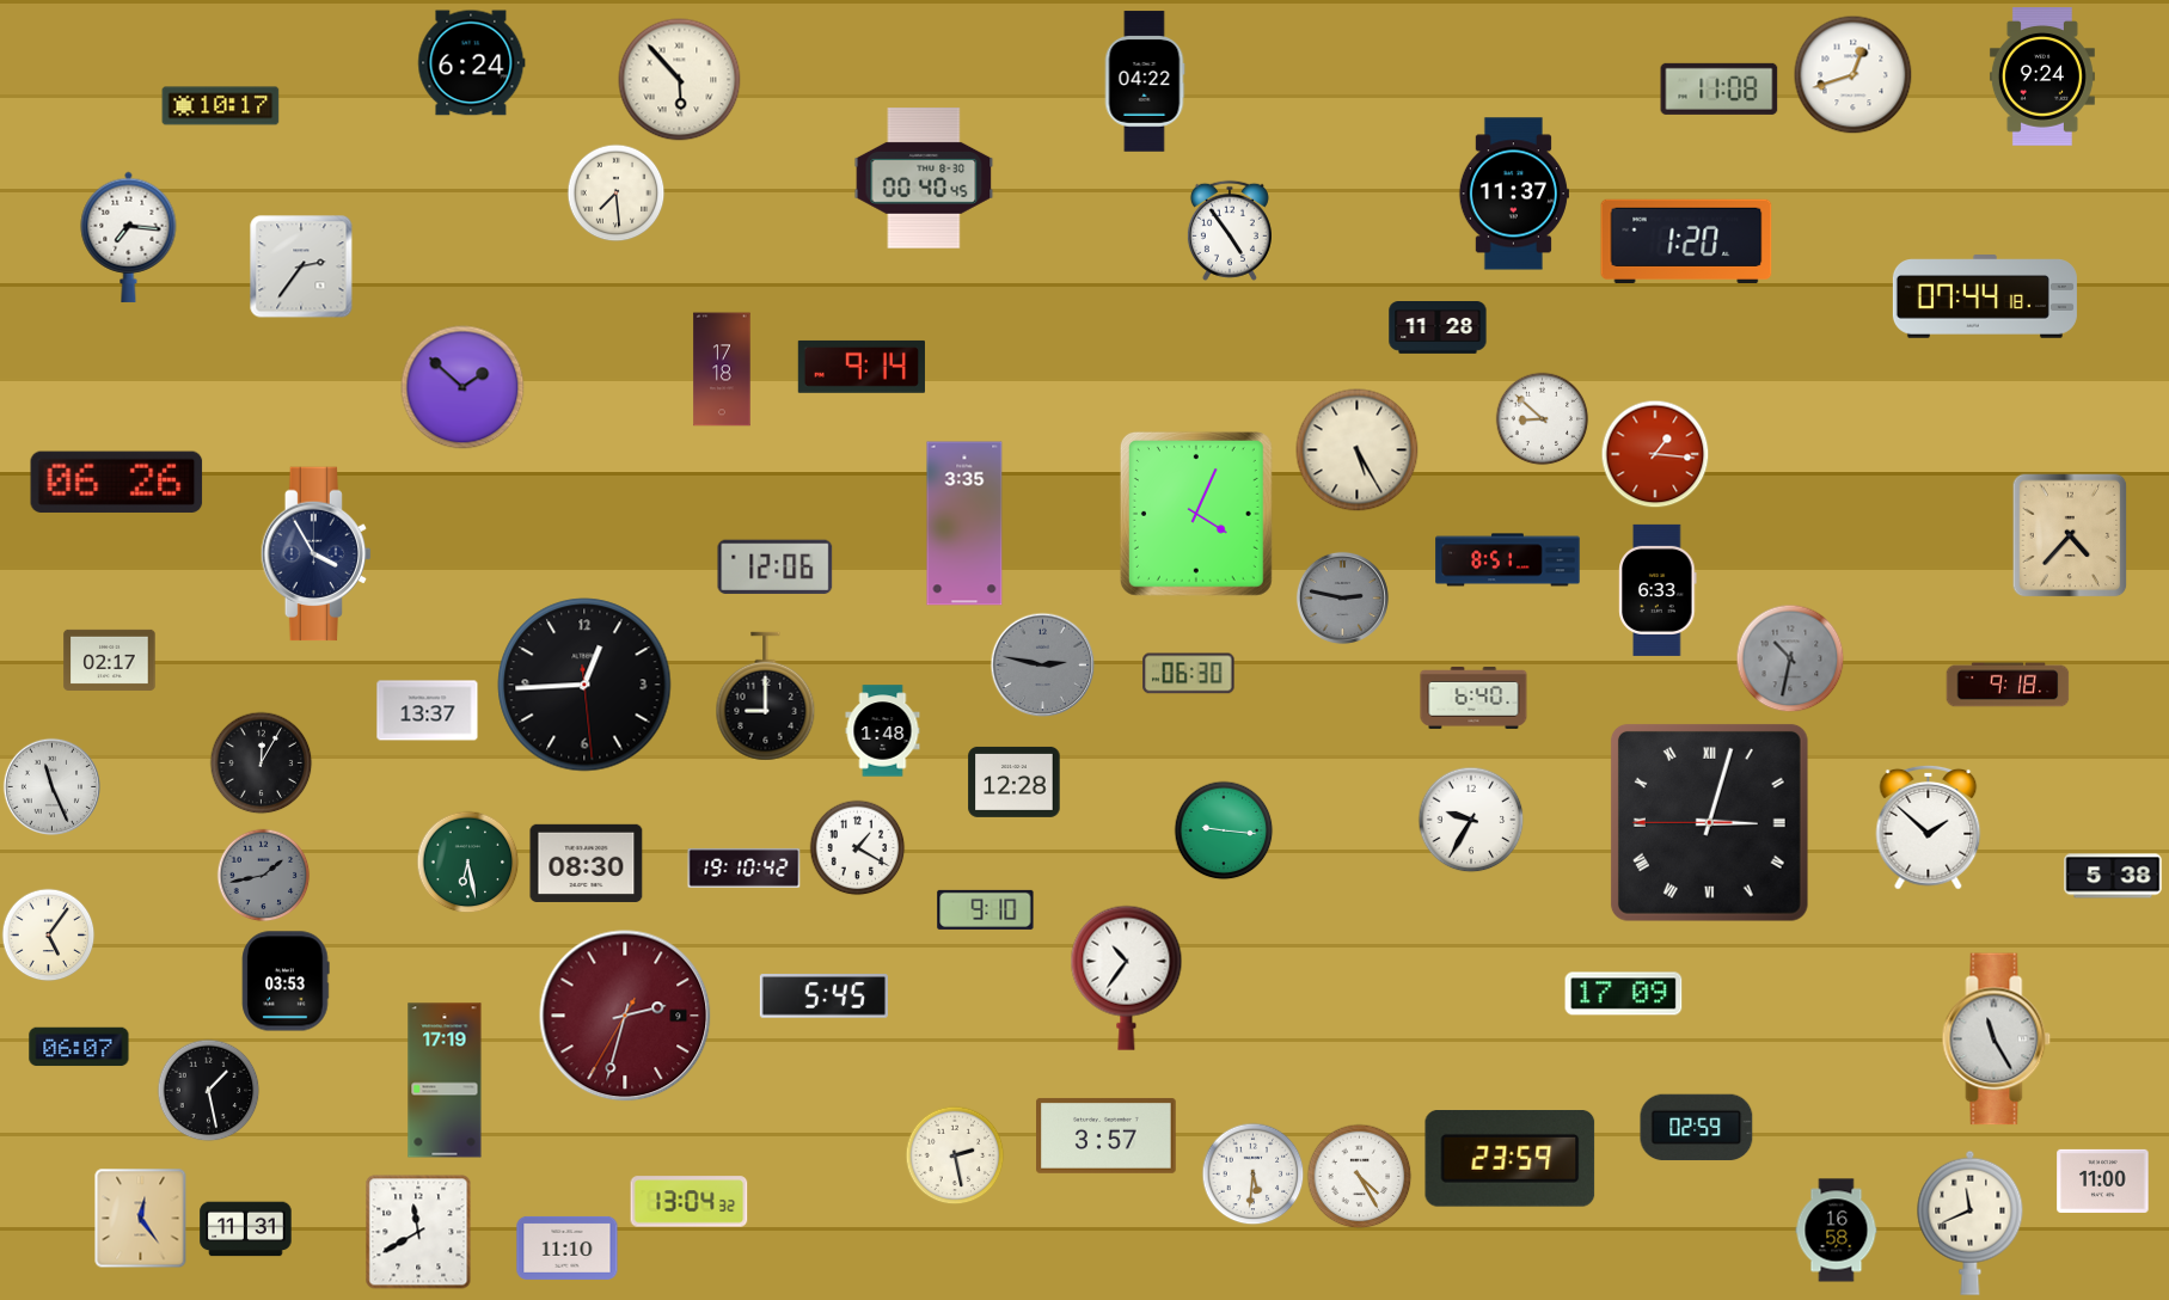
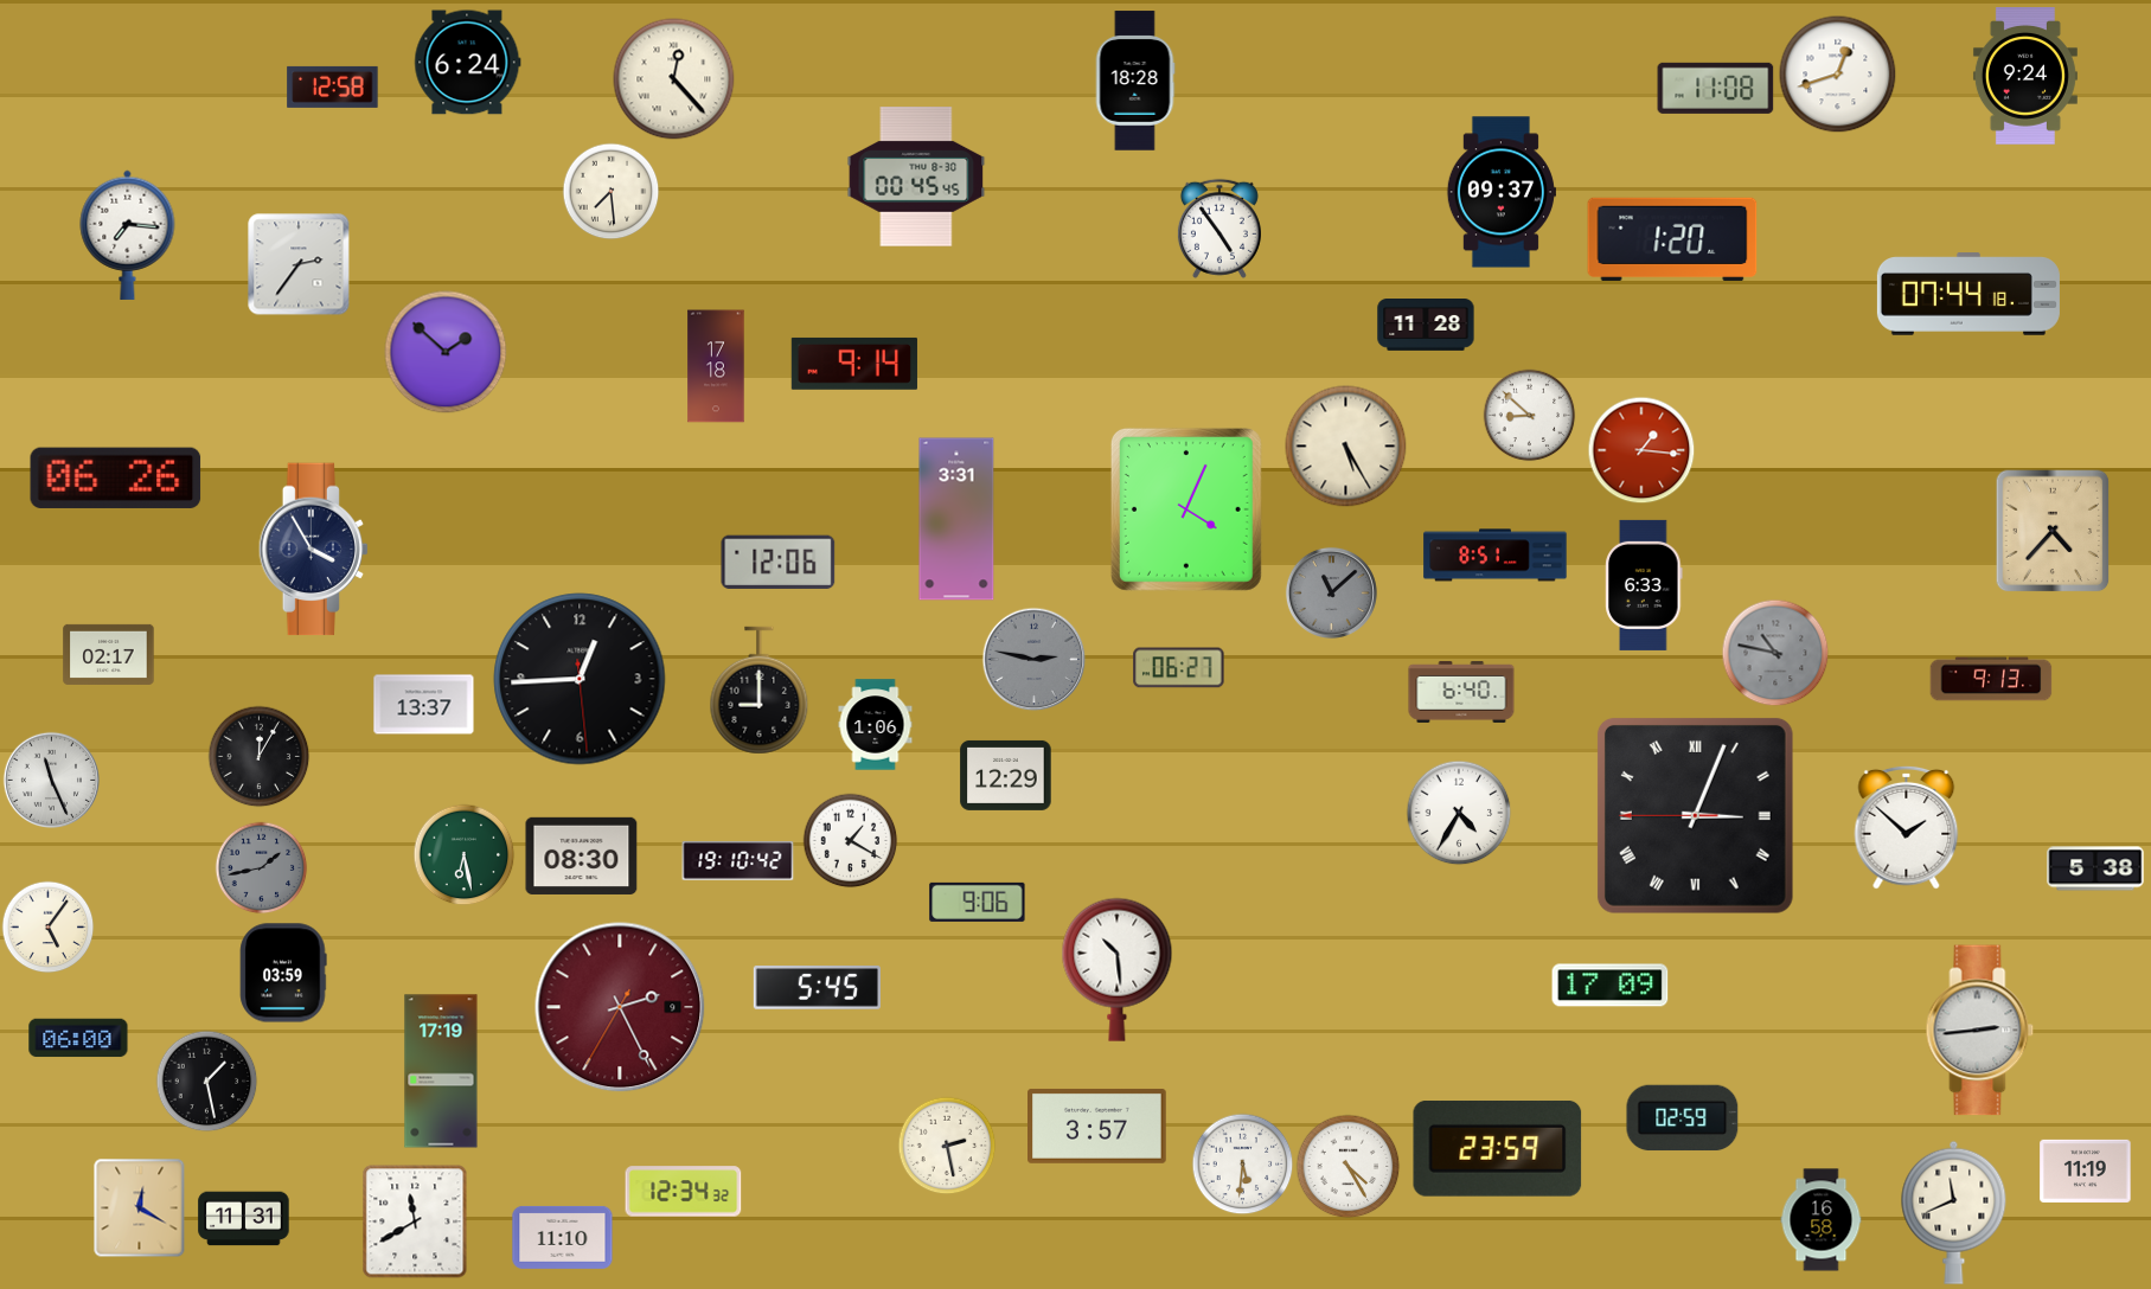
clock at (680, 80): 5:53 -> 12:23
clock at (1145, 81): 04:22 -> 18:28
clock at (333, 86): none -> 12:58
clock at (1720, 88) position: (1720, 88) -> (1716, 88)
clock at (221, 106): 10:17 -> none
clock at (924, 178): 00:40 -> 00:45
clock at (1514, 194): 11:37 -> 09:37
clock at (462, 387) position: (462, 387) -> (446, 352)
clock at (964, 523): 3:35 -> 3:31
clock at (776, 566) position: (776, 566) -> (779, 562)
clock at (1342, 597): 2:47 -> 11:08
clock at (1790, 658): 10:32 -> 10:47
clock at (1189, 674): 06:30 -> 06:27
clock at (2008, 685): 9:18 -> 9:13
clock at (883, 731): 1:48 -> 1:06
clock at (1015, 781): 12:28 -> 12:29
clock at (1471, 820): 9:35 -> 4:35
clock at (1709, 822): 3:02 -> 3:03
clock at (1929, 827) position: (1929, 827) -> (1907, 827)
clock at (1224, 830): 9:16 -> none
clock at (986, 909): 9:10 -> 9:06
clock at (1127, 977): 10:36 -> 10:29
clock at (286, 981): 03:53 -> 03:59
clock at (625, 1016): 2:32 -> 2:25
clock at (1997, 1040): 11:25 -> 2:44
clock at (79, 1047): 06:07 -> 06:00
clock at (2103, 1181): 11:00 -> 11:19
clock at (690, 1202): 13:04 -> 12:34
clock at (141, 1218): 12:24 -> 12:20
